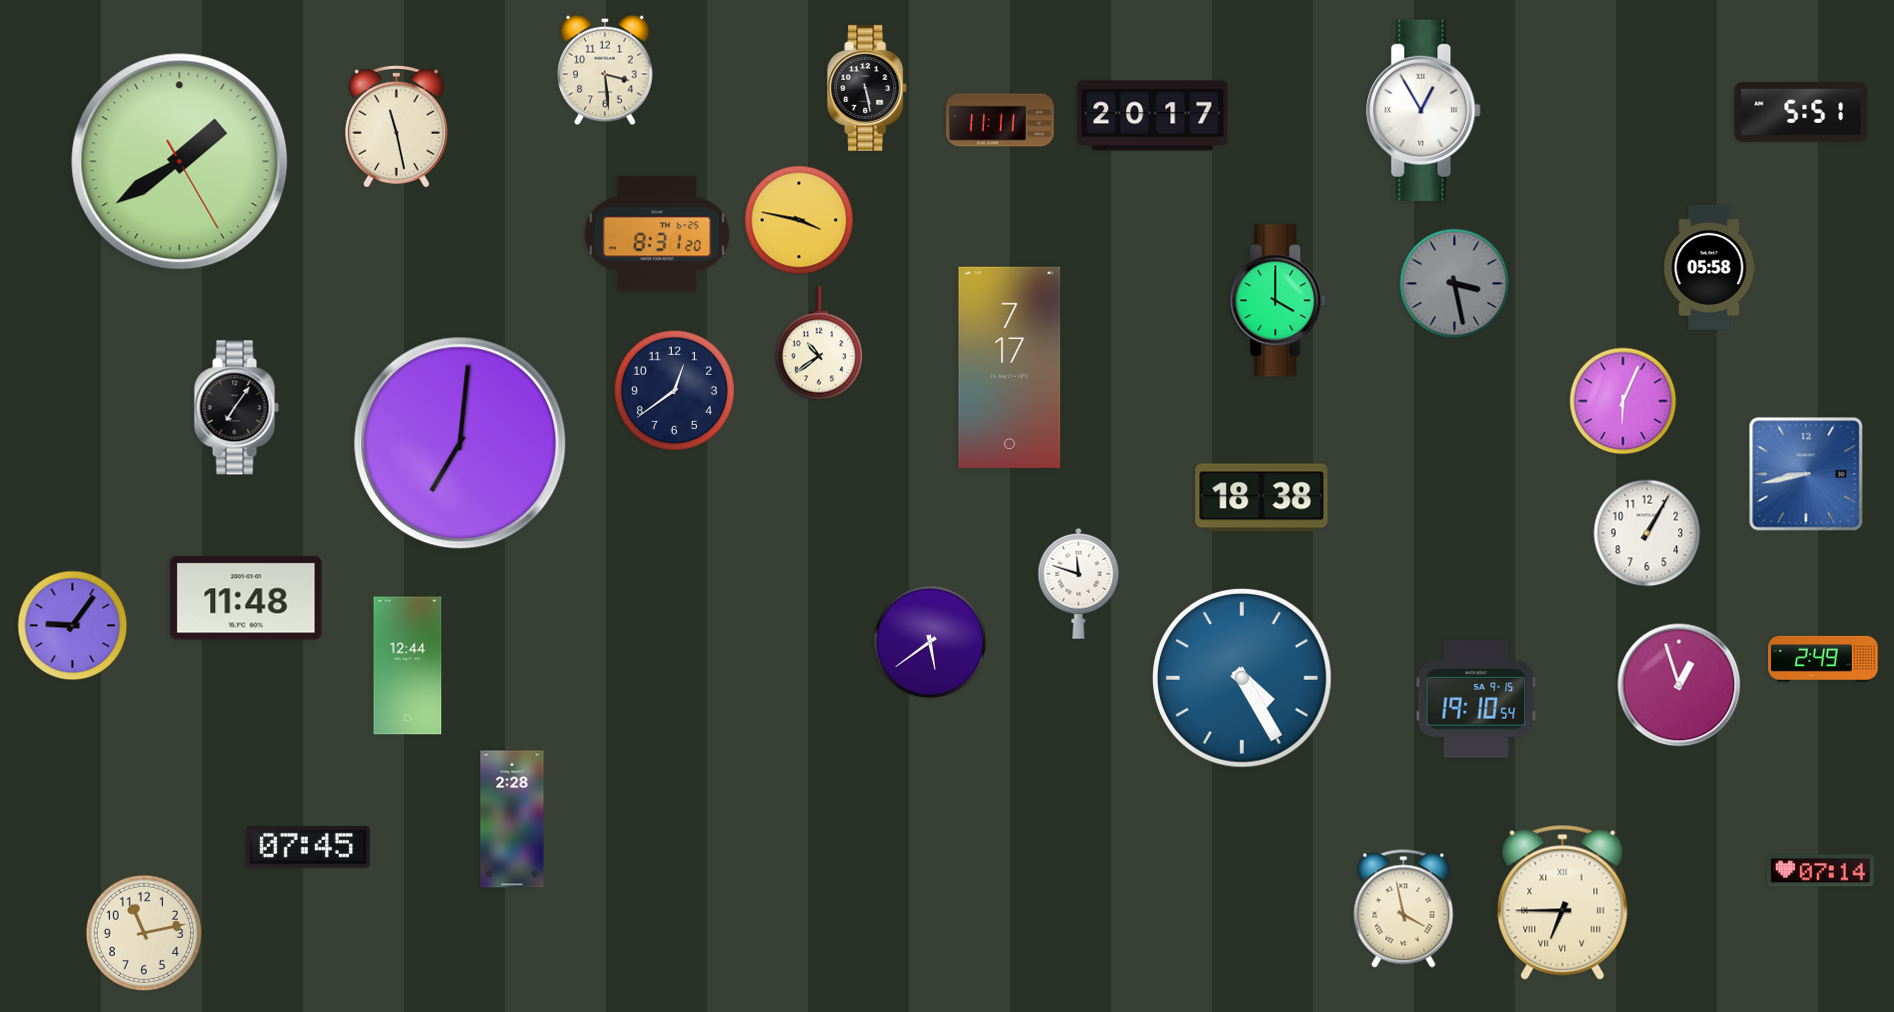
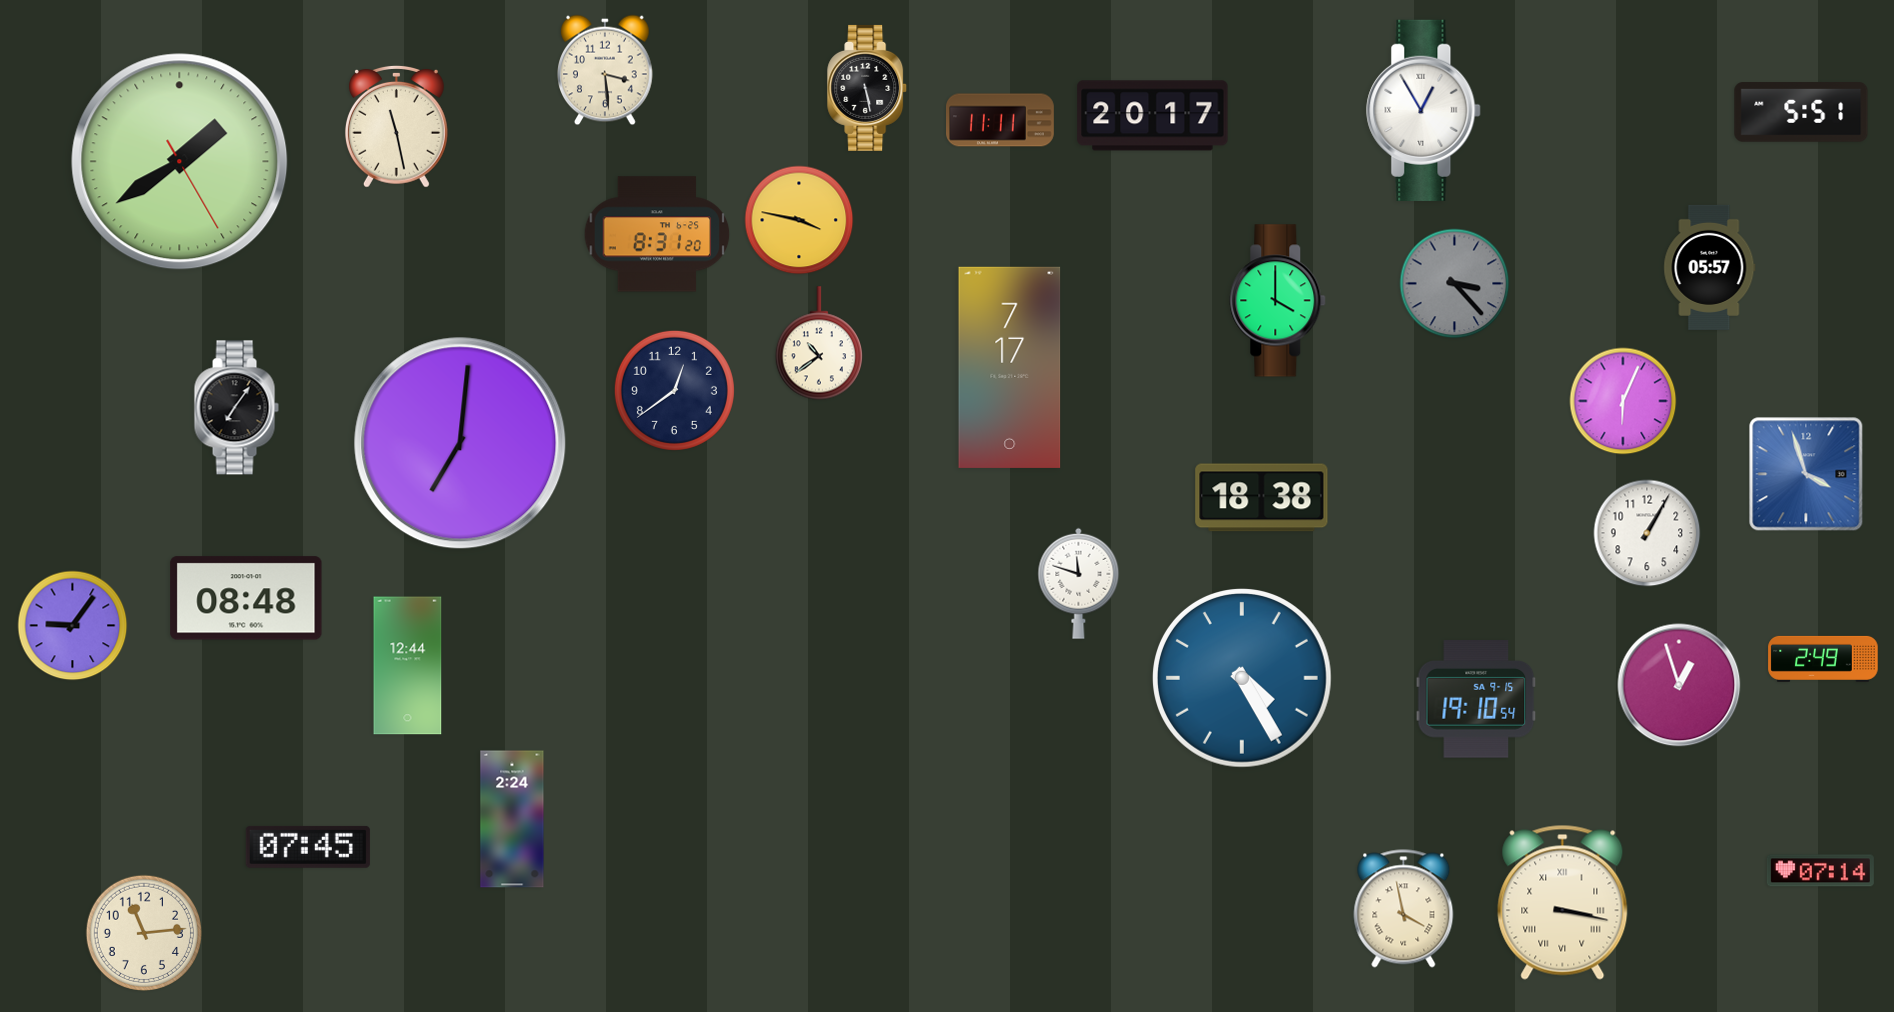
clock at (1710, 267): 05:58 -> 05:57
clock at (1455, 284): 3:28 -> 3:23
clock at (1806, 474): 8:43 -> 3:57
clock at (246, 598): 11:48 -> 08:48
clock at (930, 642): 5:39 -> none
clock at (512, 819): 2:28 -> 2:24
clock at (1563, 902): 6:45 -> 3:17
clock at (143, 932): 11:13 -> 11:14
